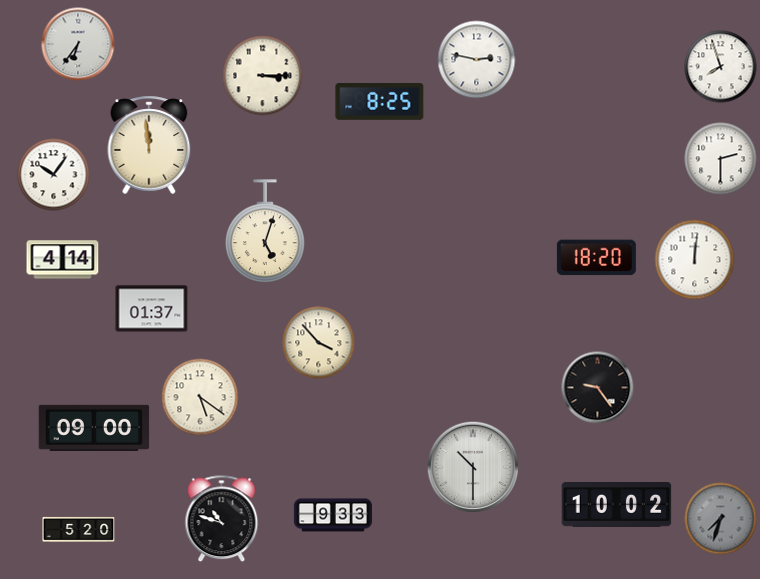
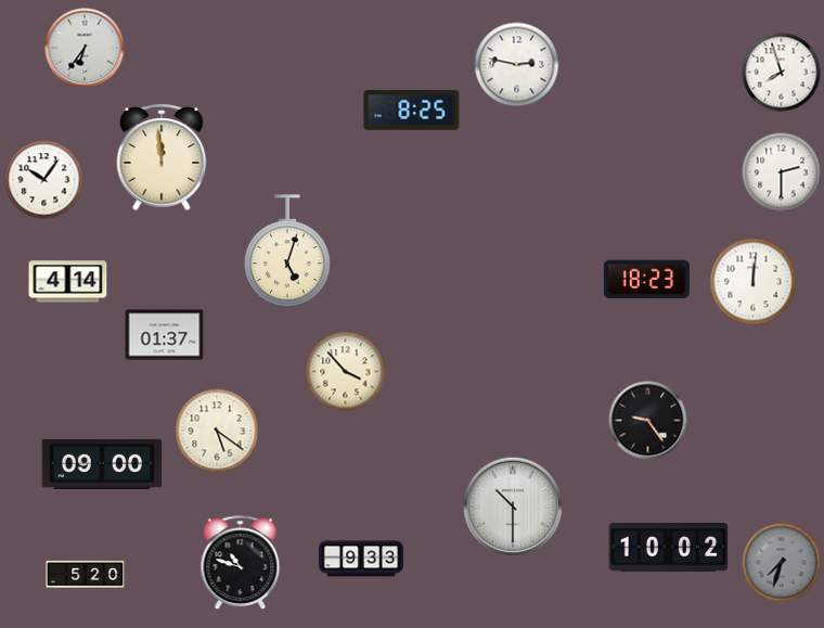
clock at (263, 76): 3:15 -> none
clock at (54, 175) position: (54, 175) -> (44, 180)
clock at (596, 258): 18:20 -> 18:23
